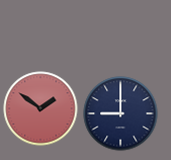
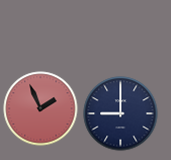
clock at (41, 109): 1:51 -> 1:56
